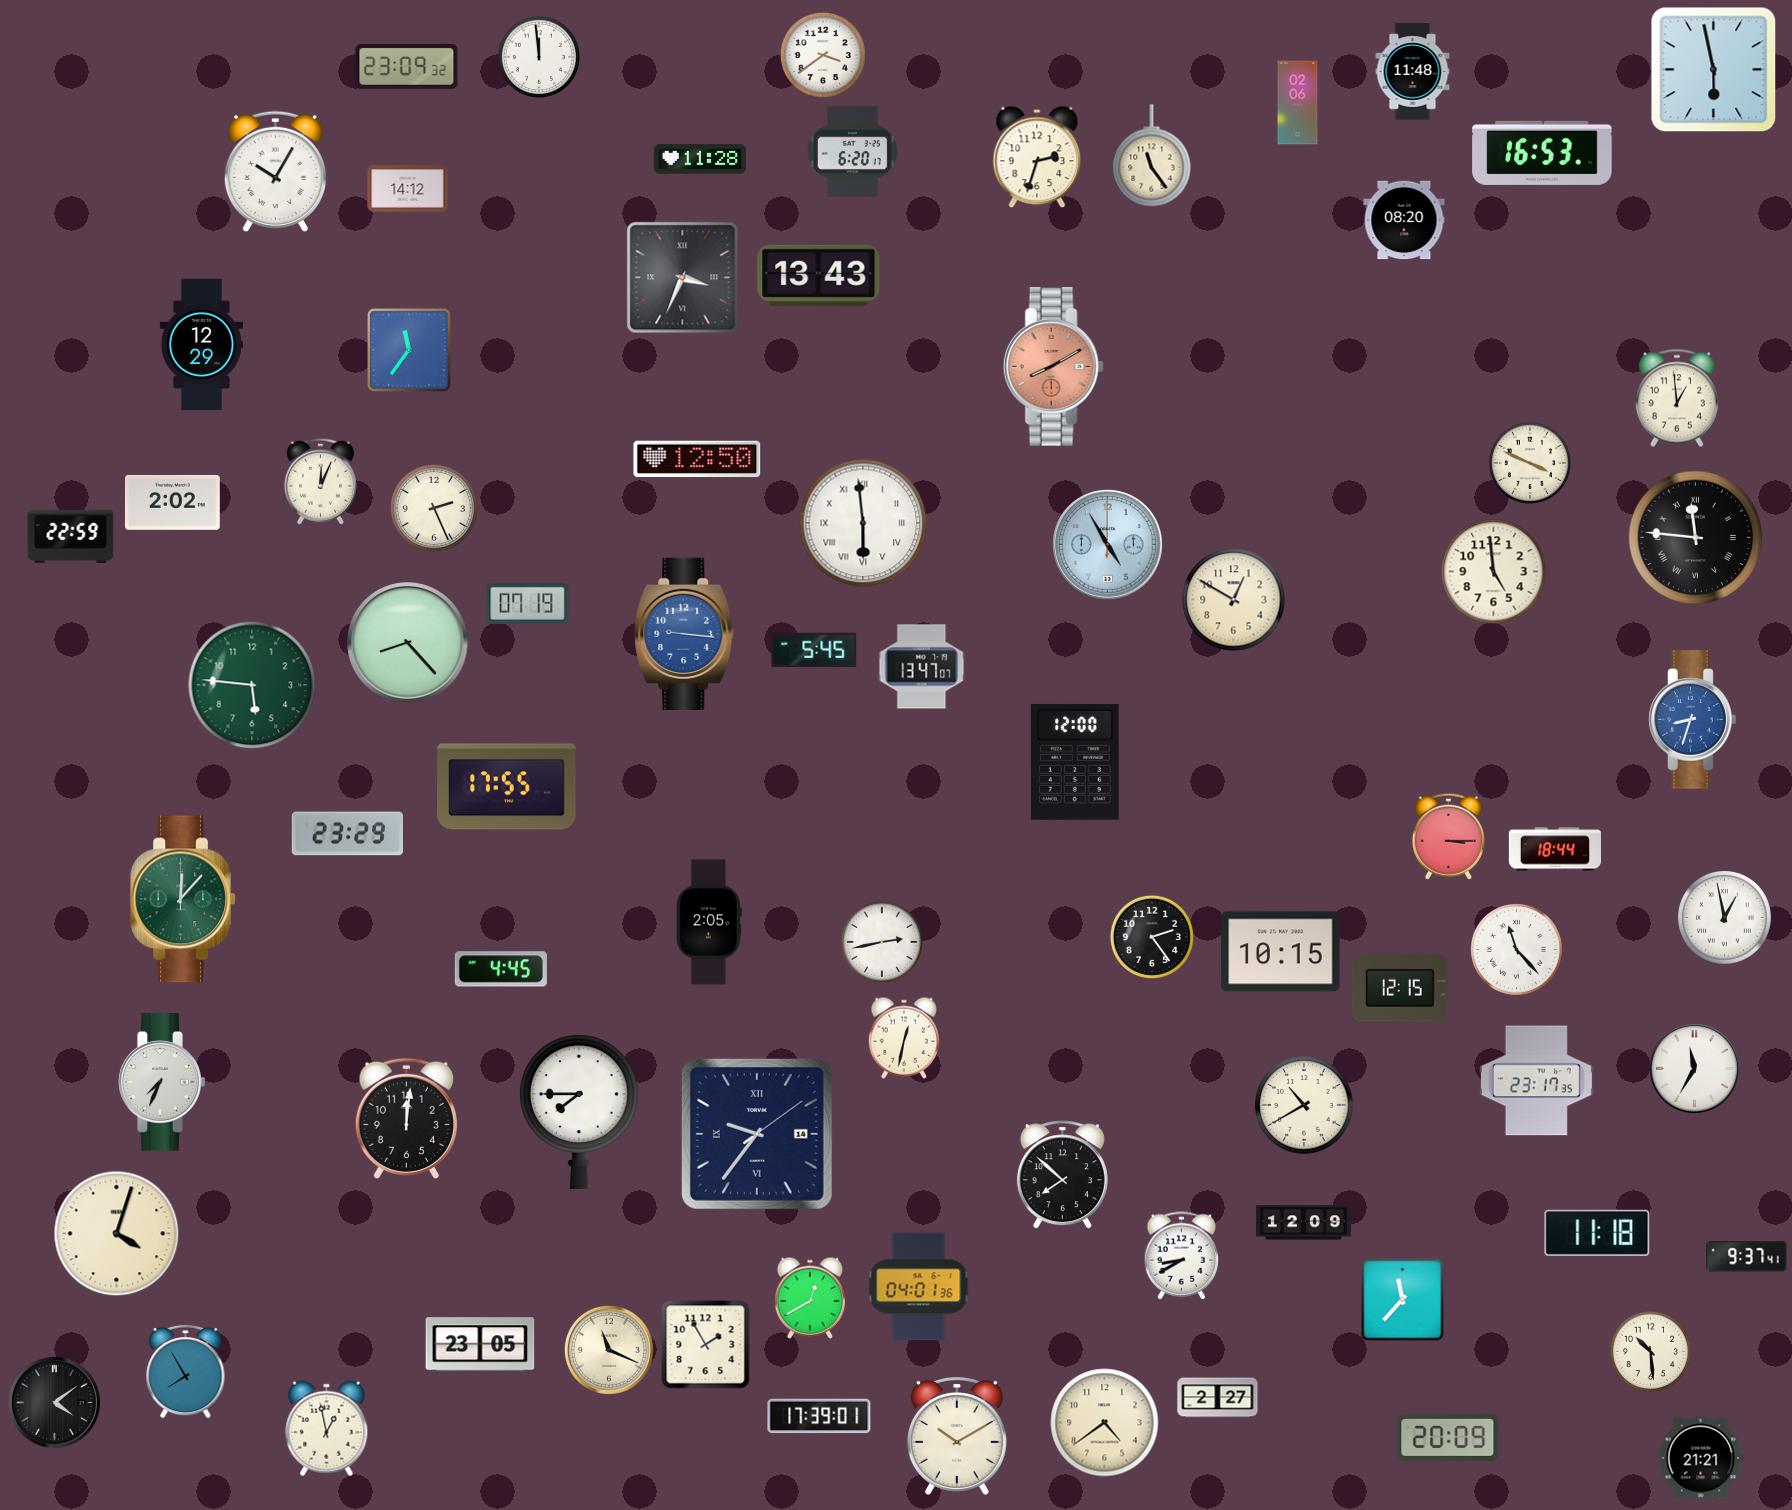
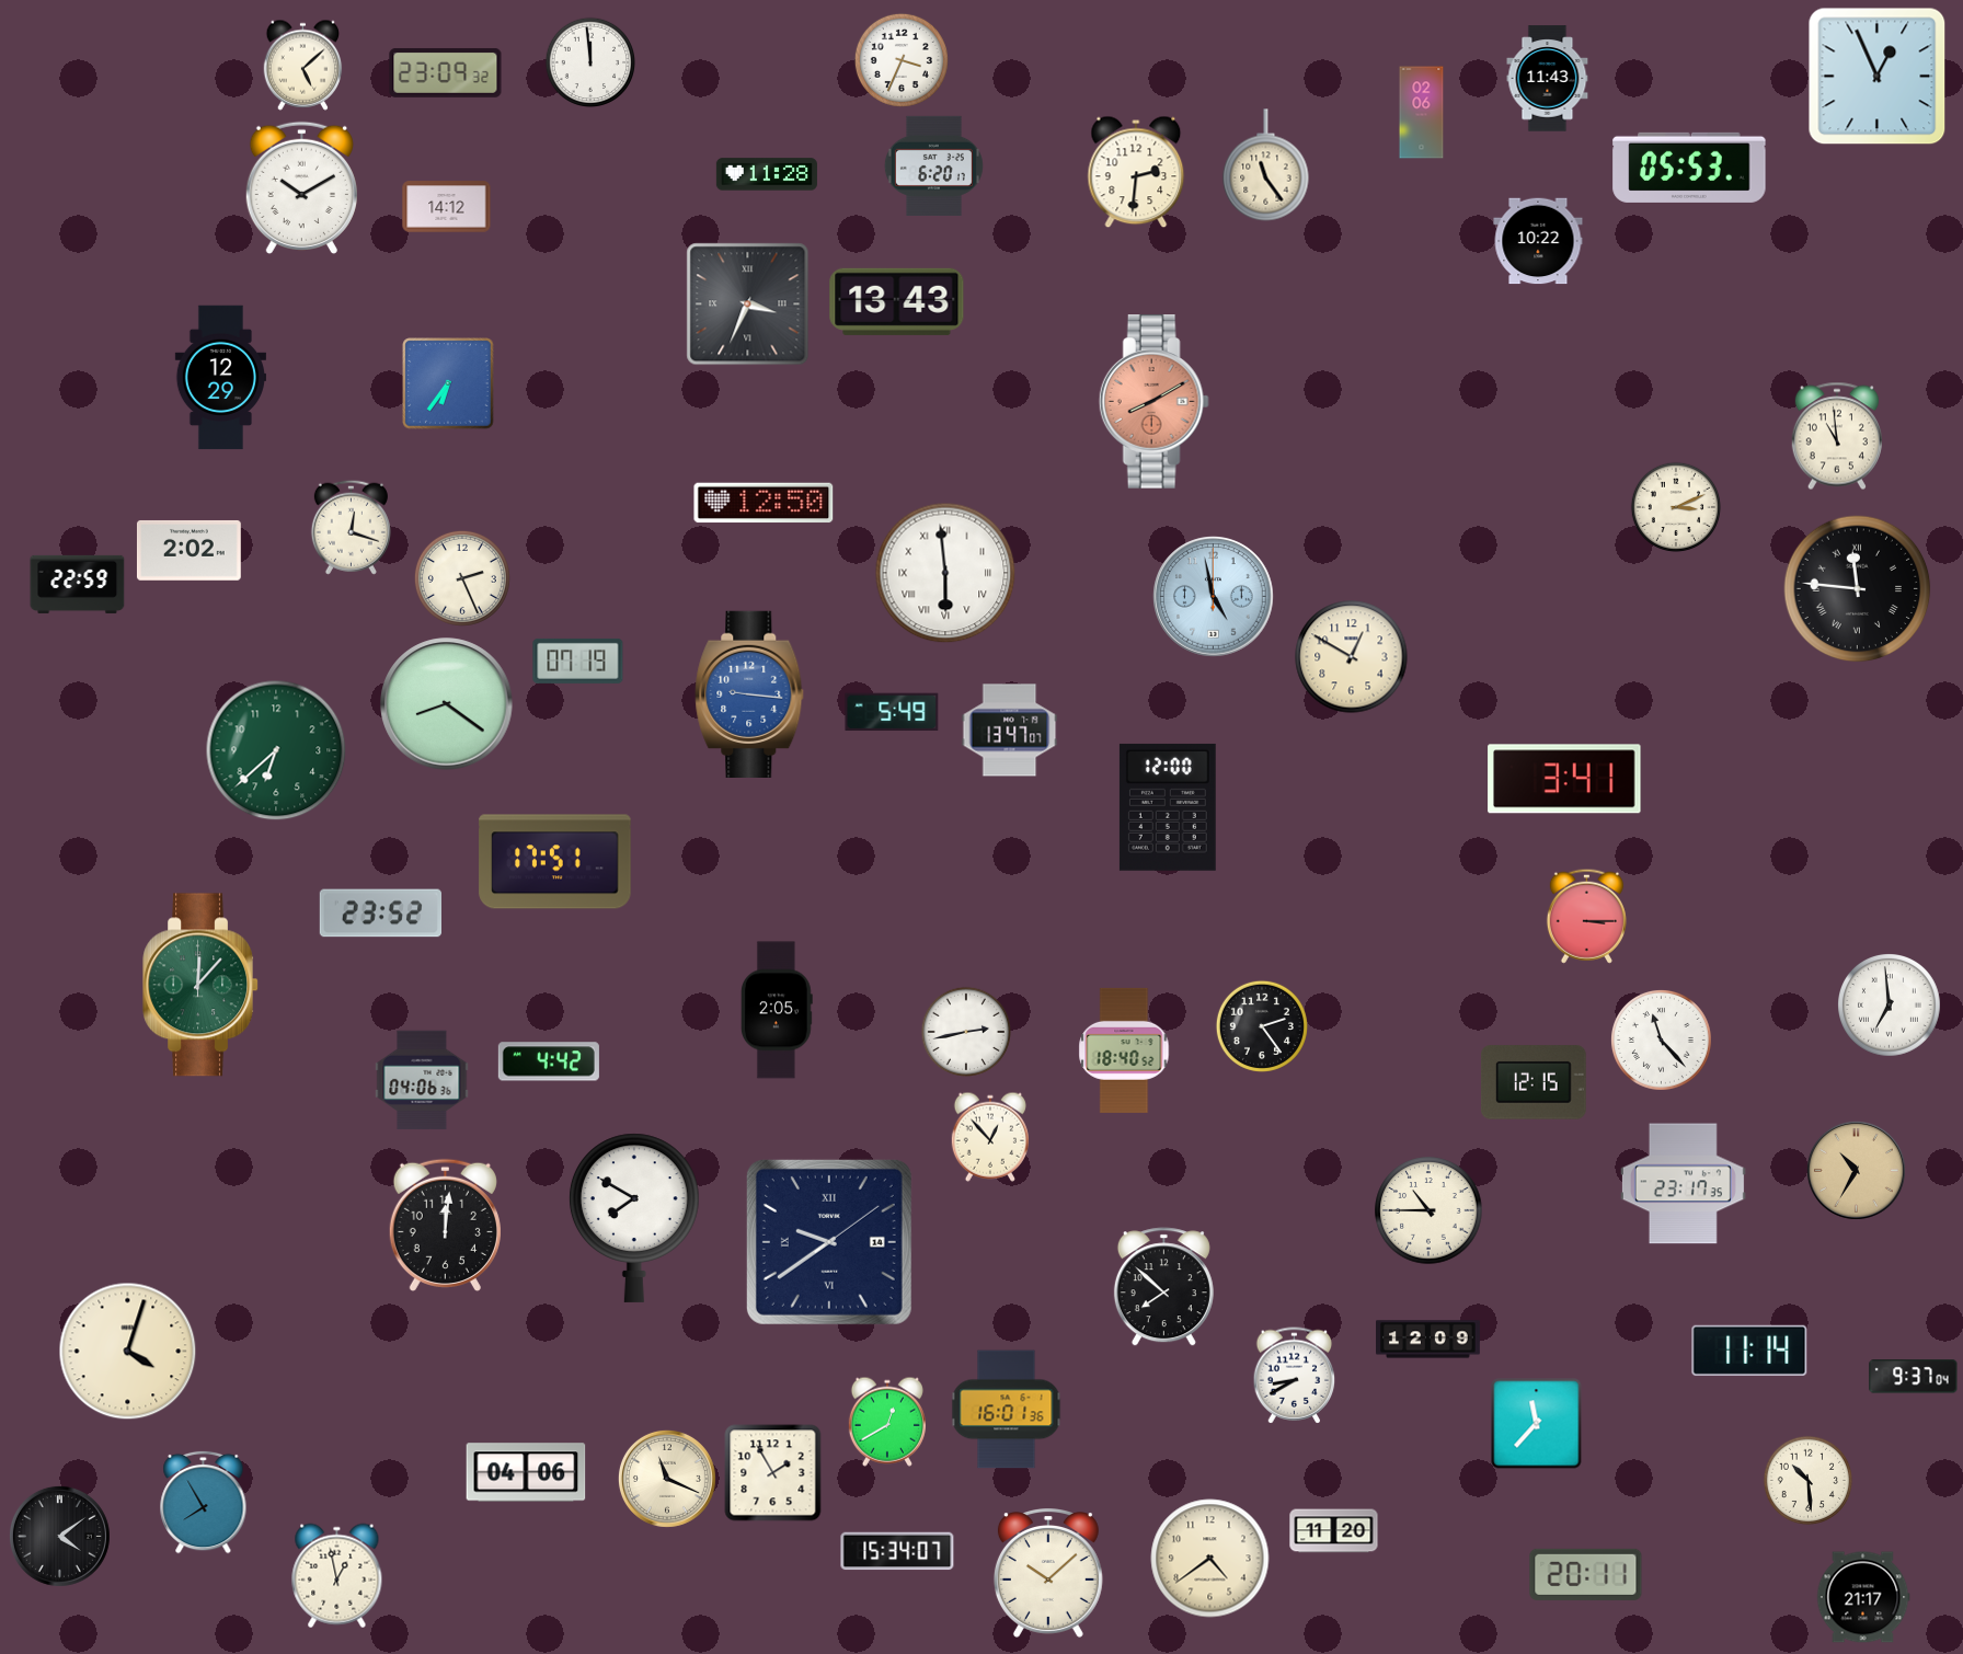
clock at (823, 55): 3:39 -> 3:34
clock at (303, 65): none -> 5:08
clock at (1714, 70): 5:58 -> 12:56
clock at (1413, 72): 11:48 -> 11:43
clock at (1542, 153): 16:53 -> 05:53
clock at (1152, 156) position: (1152, 156) -> (1266, 165)
clock at (1037, 157): 2:33 -> 2:31
clock at (275, 171): 10:05 -> 10:10
clock at (1404, 220): 08:20 -> 10:22
clock at (409, 350): 11:36 -> 6:36
clock at (1677, 398): 12:59 -> 10:59
clock at (1529, 462): 3:49 -> 3:11
clock at (320, 481): 12:04 -> 12:18
clock at (434, 508) position: (434, 508) -> (462, 578)
clock at (71, 536) position: (71, 536) -> (78, 584)
clock at (1108, 545): 4:55 -> 4:58
clock at (1494, 572): 4:59 -> none
clock at (408, 643): 8:23 -> 8:21
clock at (814, 650): 5:45 -> 5:49
clock at (252, 685): 5:46 -> 6:38
clock at (1564, 779): none -> 3:41
clock at (1693, 720): 8:33 -> none
clock at (1075, 762) position: (1075, 762) -> (1168, 807)
clock at (507, 787): 17:55 -> 17:51
clock at (348, 834): 23:29 -> 23:52
clock at (1555, 849): 18:44 -> none
clock at (1725, 918): 12:58 -> 6:59
clock at (1281, 952): 10:15 -> none
clock at (1124, 1050): none -> 18:40
clock at (501, 969): 4:45 -> 4:42
clock at (422, 1080): none -> 04:06
clock at (904, 1038): 12:32 -> 12:53
clock at (1694, 1068): 11:35 -> 10:35
clock at (1694, 1068) dial: white -> champagne
clock at (162, 1082): 7:34 -> none
clock at (1304, 1105): 10:40 -> 10:45
clock at (579, 1112): 7:45 -> 7:50
clock at (757, 1134): 9:36 -> 9:39
clock at (1597, 1233): 11:18 -> 11:14
clock at (1747, 1257): 9:37:41 -> 9:37:04
clock at (919, 1287): 04:01 -> 16:01
clock at (480, 1344): 23:05 -> 04:06
clock at (1218, 1398): 2:27 -> 11:20
clock at (819, 1416): 17:39 -> 15:34
clock at (327, 1429) position: (327, 1429) -> (337, 1576)
clock at (957, 1437): 10:10 -> 10:08
clock at (1448, 1437): 20:09 -> 20:11
clock at (1701, 1458): 21:21 -> 21:17
